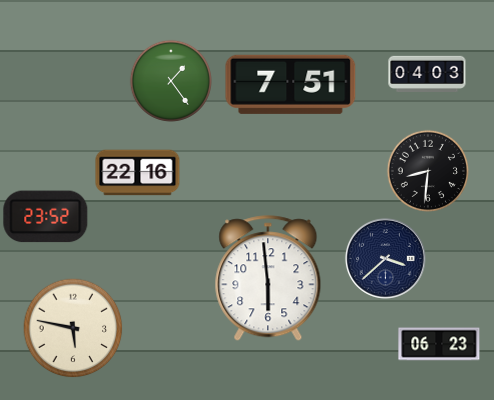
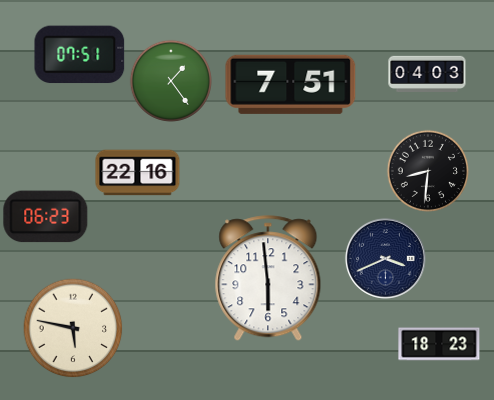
clock at (80, 55): none -> 07:51
clock at (46, 217): 23:52 -> 06:23
clock at (385, 258): 3:38 -> 3:41
clock at (439, 344): 06:23 -> 18:23
